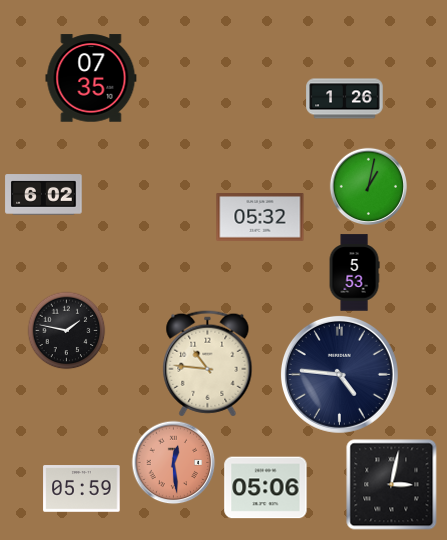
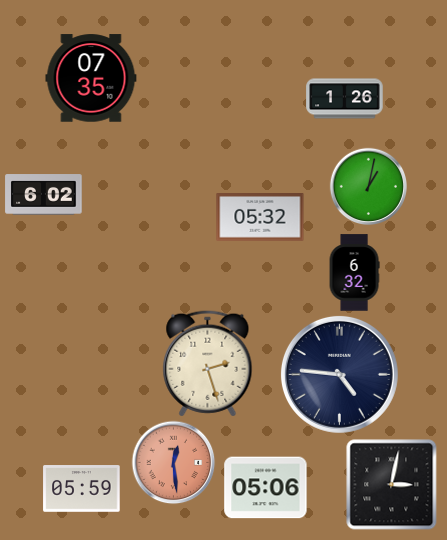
clock at (354, 273): 5:53 -> 6:32
clock at (66, 330): 1:47 -> none
clock at (208, 364): 10:46 -> 2:27
